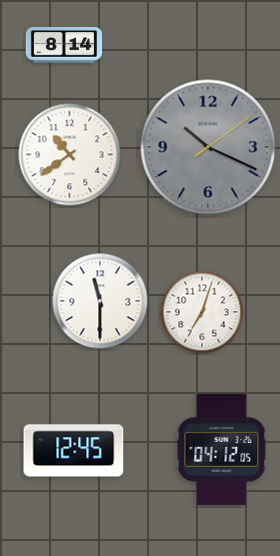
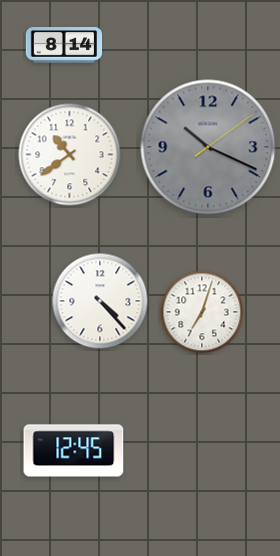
clock at (100, 301): 11:30 -> 4:23
clock at (222, 449): 04:12 -> none
